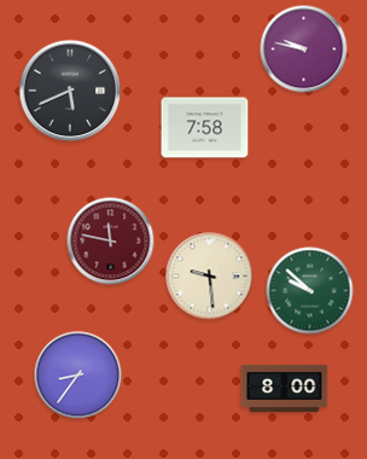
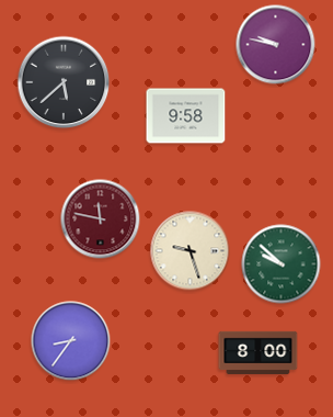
clock at (70, 91): 5:41 -> 5:38
clock at (205, 128): 7:58 -> 9:58
clock at (210, 277): 9:29 -> 9:27
